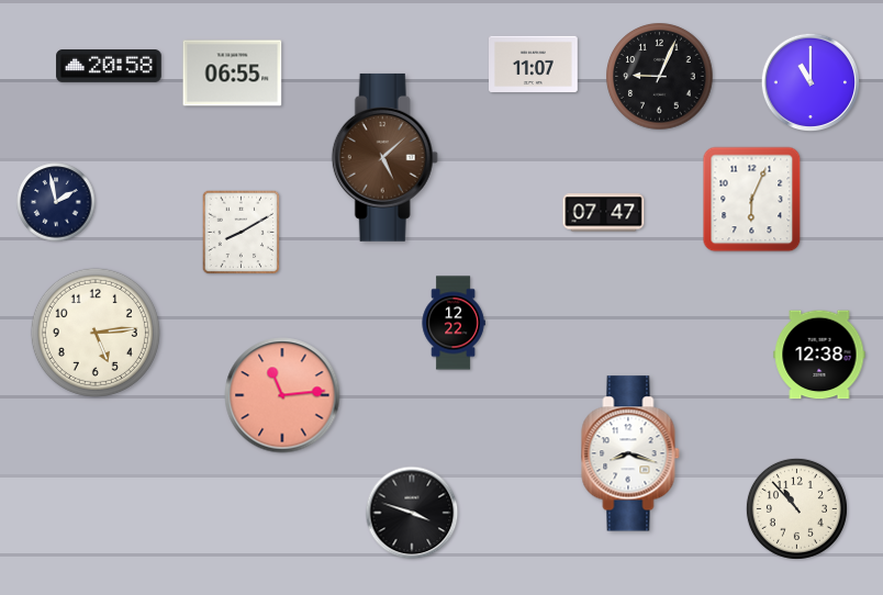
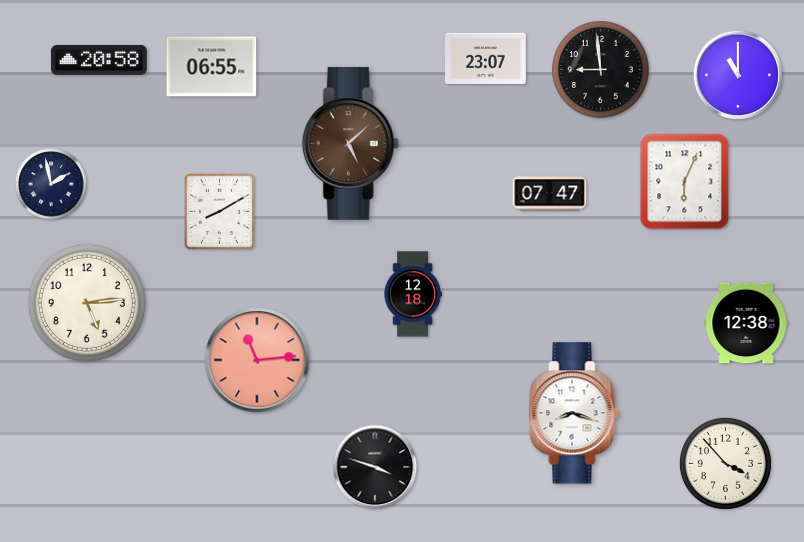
clock at (534, 65): 11:07 -> 23:07
clock at (660, 77): 9:04 -> 8:59
clock at (454, 323): 12:22 -> 12:18
clock at (796, 508): 10:53 -> 3:53
